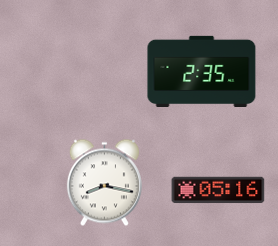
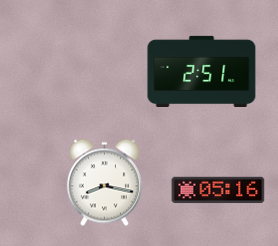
clock at (202, 71): 2:35 -> 2:51
